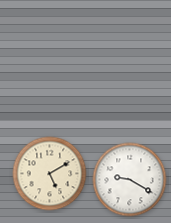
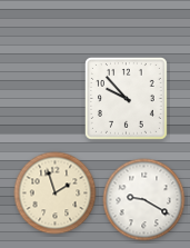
clock at (127, 99): none -> 9:53
clock at (50, 174): 5:10 -> 1:57
